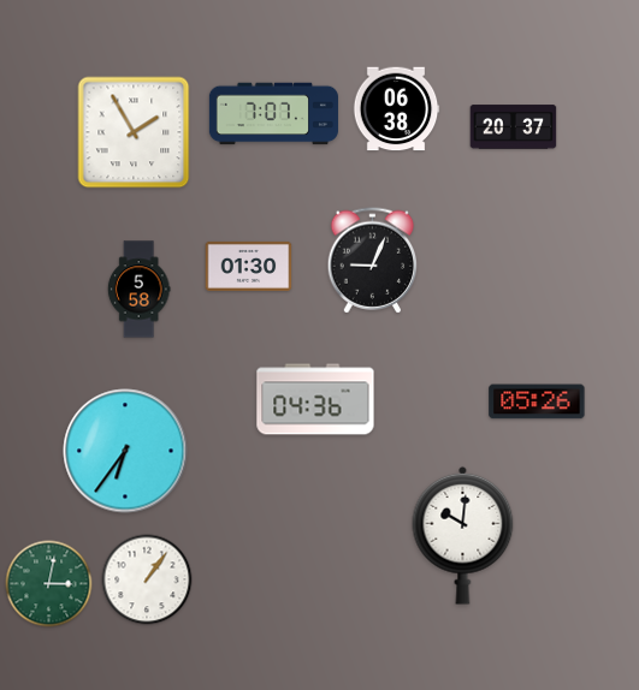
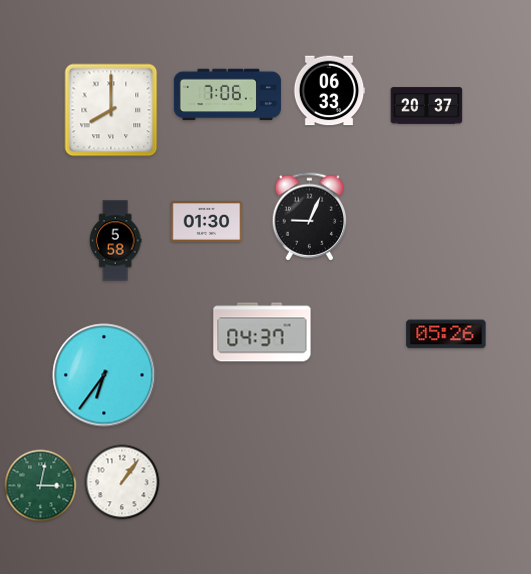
clock at (396, 109): 06:38 -> 06:33
clock at (273, 114): 7:07 -> 7:06
clock at (134, 132): 1:55 -> 8:00
clock at (315, 399): 04:36 -> 04:37
clock at (463, 535): 10:01 -> none
